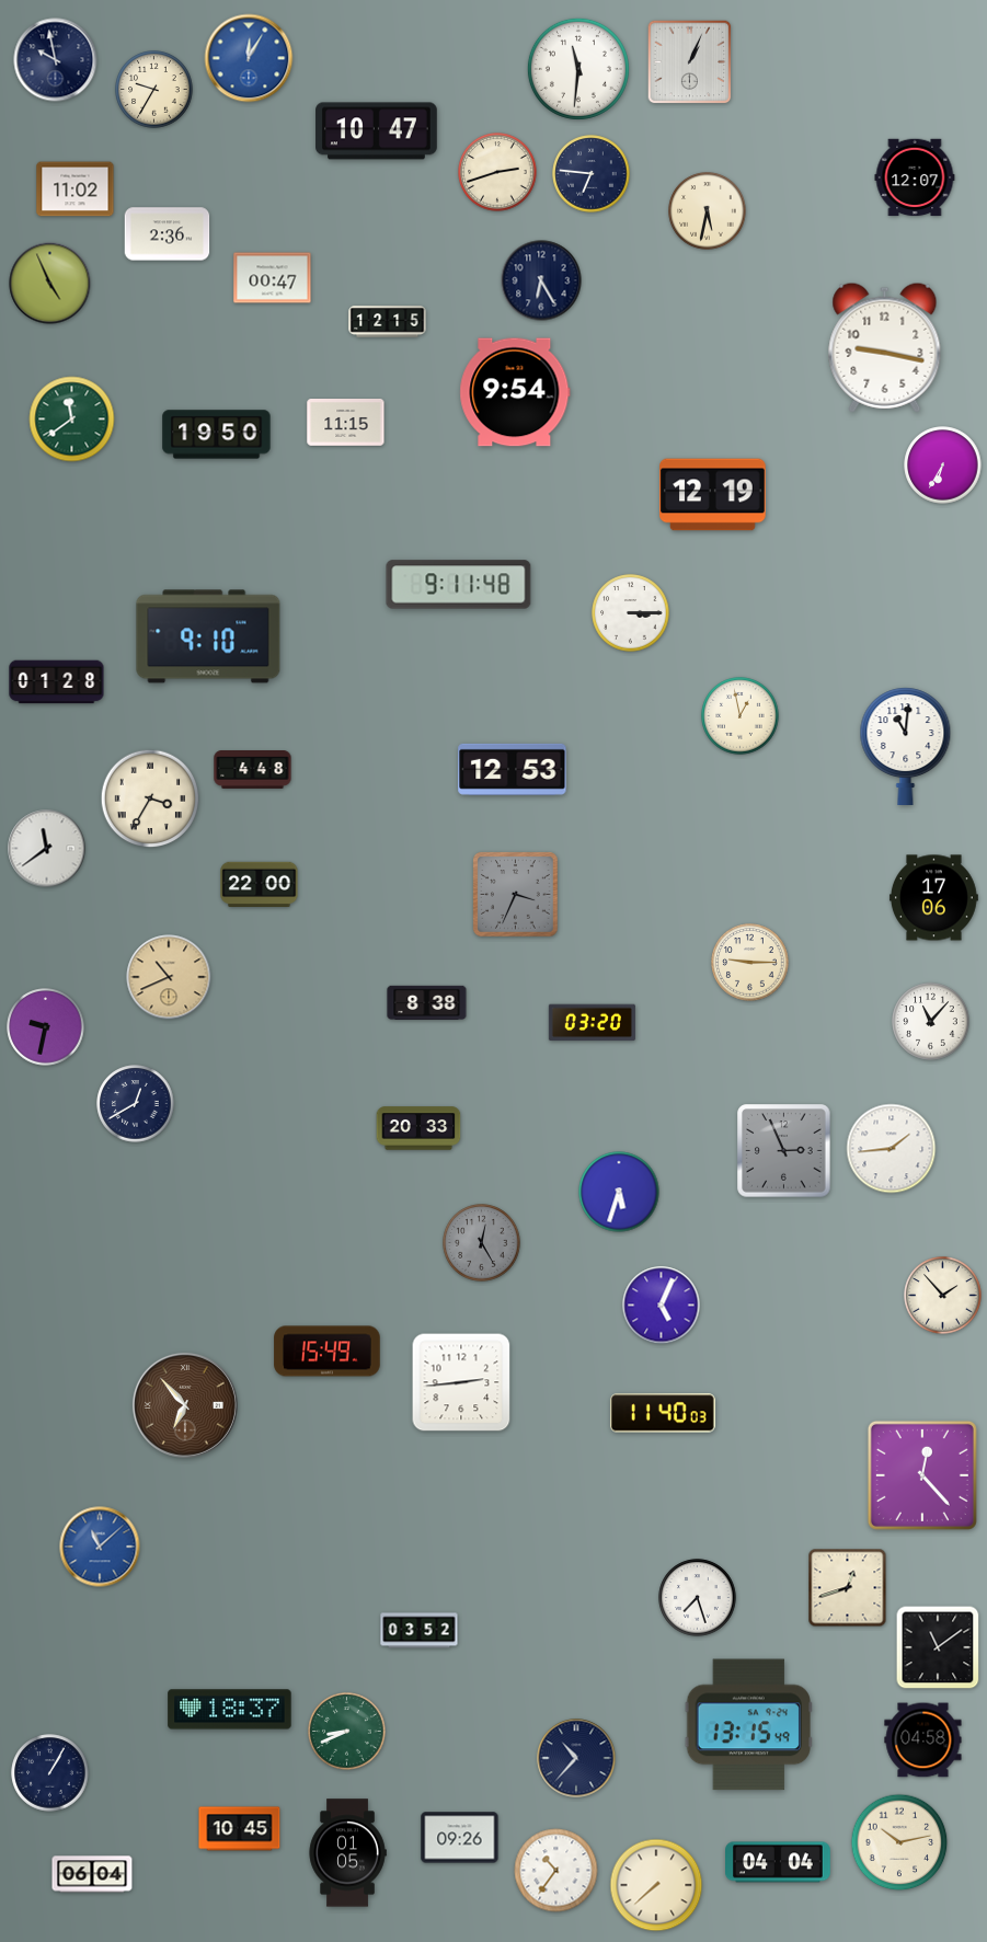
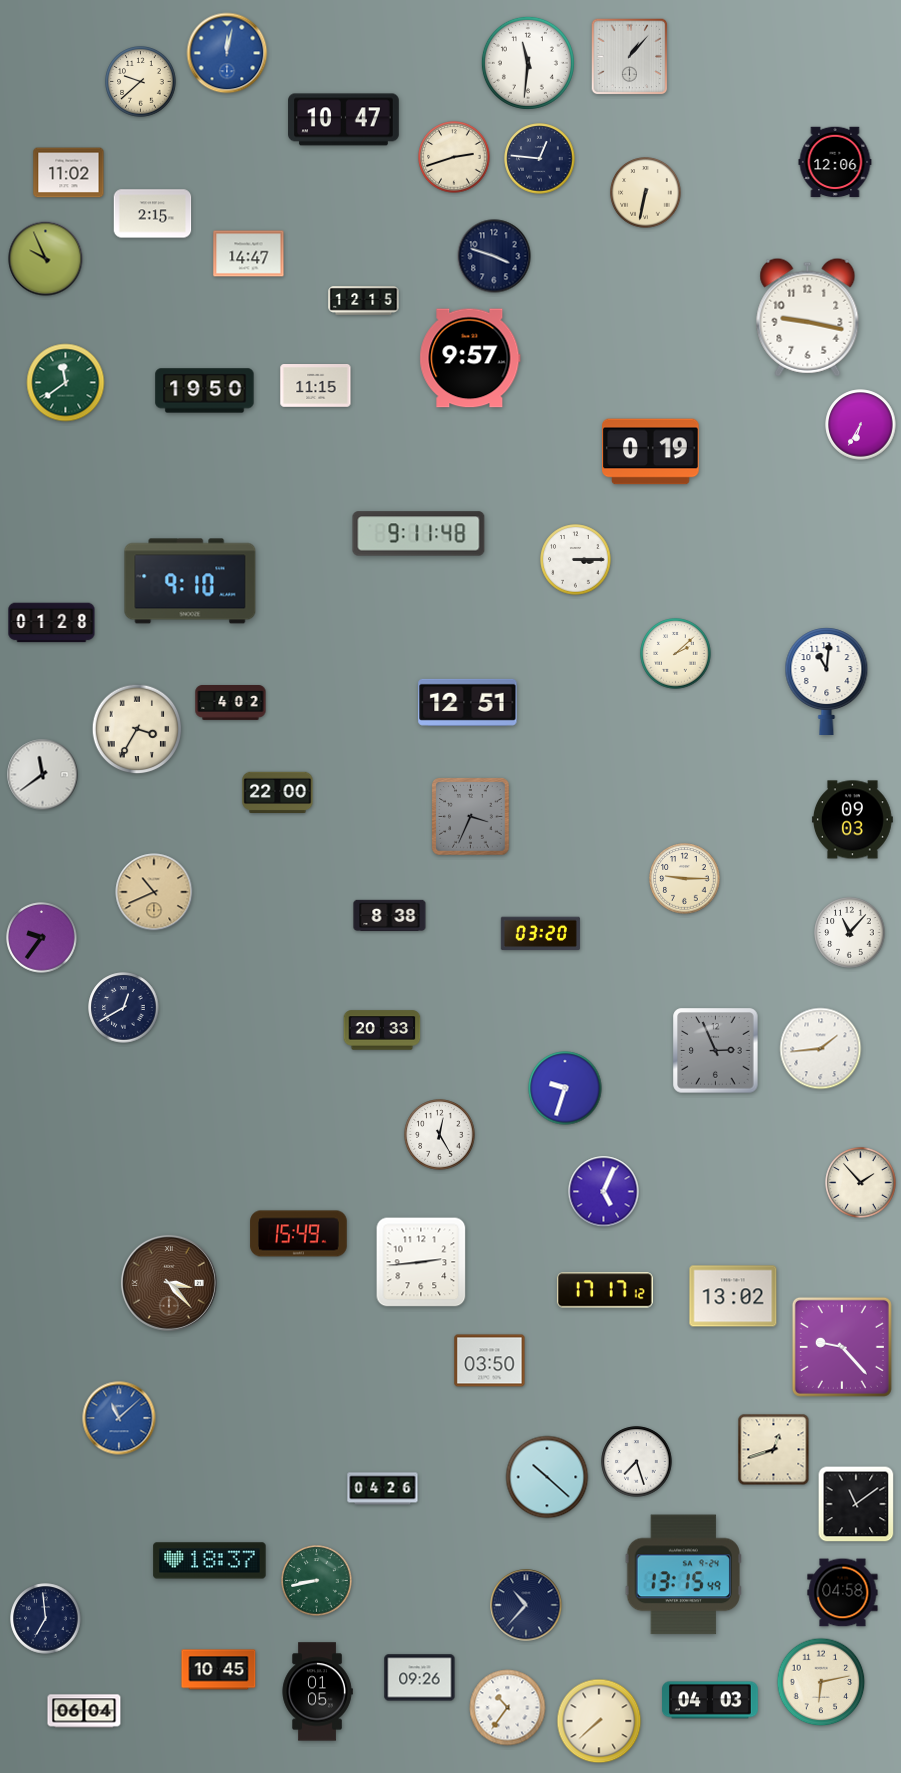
clock at (249, 58): 12:05 -> 12:02
clock at (56, 60): 9:58 -> none
clock at (690, 62): 1:04 -> 1:07
clock at (154, 90): 9:35 -> 9:38
clock at (592, 174): 6:46 -> 12:46
clock at (915, 177): 12:07 -> 12:06
clock at (708, 211): 5:32 -> 6:32
clock at (168, 234): 2:36 -> 2:15
clock at (273, 278): 00:47 -> 14:47
clock at (541, 280): 6:25 -> 3:48
clock at (50, 284): 4:56 -> 9:56
clock at (388, 322) position: (388, 322) -> (364, 301)
clock at (515, 392): 9:54 -> 9:57
clock at (217, 435) position: (217, 435) -> (205, 391)
clock at (713, 495): 12:19 -> 0:19
clock at (741, 716): 12:58 -> 2:08
clock at (513, 769): 12:53 -> 12:51
clock at (253, 770): 4:48 -> 4:02
clock at (260, 884) position: (260, 884) -> (278, 792)
clock at (933, 898): 17:06 -> 09:03
clock at (46, 1027): 9:32 -> 9:36
clock at (892, 1149) position: (892, 1149) -> (821, 1049)
clock at (619, 1192): 5:33 -> 9:33
clock at (482, 1243) dial: grey -> white
clock at (185, 1405): 6:53 -> 3:23
clock at (663, 1413): 11:40 -> 17:17
clock at (733, 1296): none -> 13:02
clock at (922, 1475): 12:23 -> 9:23
clock at (490, 1361): none -> 03:50
clock at (100, 1547) position: (100, 1547) -> (119, 1418)
clock at (698, 1598) position: (698, 1598) -> (637, 1462)
clock at (547, 1477): none -> 10:22
clock at (420, 1631): 03:52 -> 04:26
clock at (347, 1732): 8:41 -> 8:43
clock at (923, 1740) position: (923, 1740) -> (843, 1593)
clock at (50, 1773): 1:05 -> 6:59
clock at (899, 1842): 10:13 -> 6:13
clock at (779, 1862): 04:04 -> 04:03
